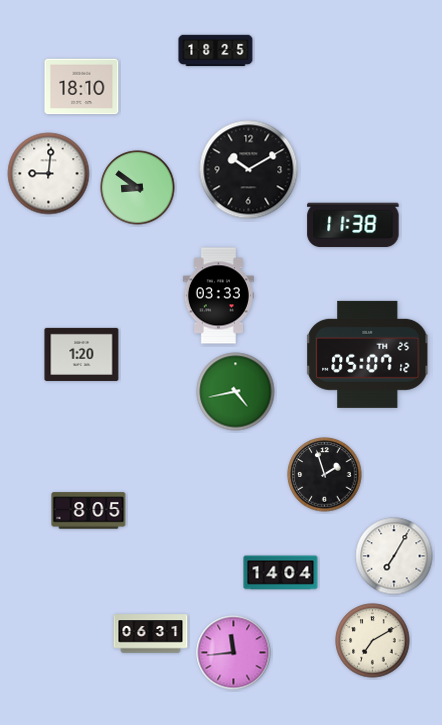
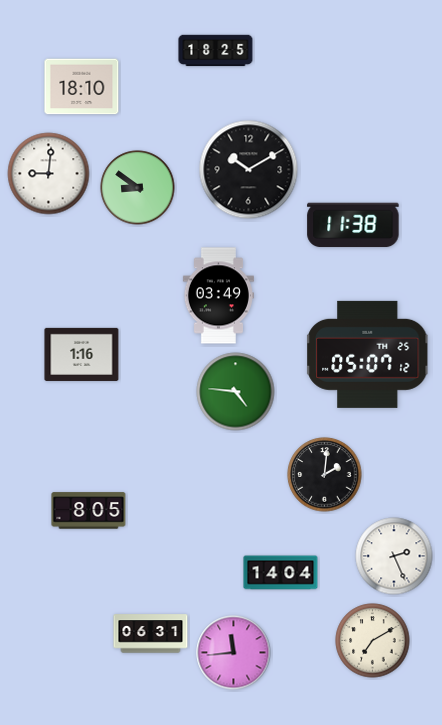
clock at (218, 296): 03:33 -> 03:49
clock at (82, 354): 1:20 -> 1:16
clock at (236, 392): 4:43 -> 4:46
clock at (325, 475): 1:57 -> 2:01
clock at (394, 556): 7:05 -> 2:26
